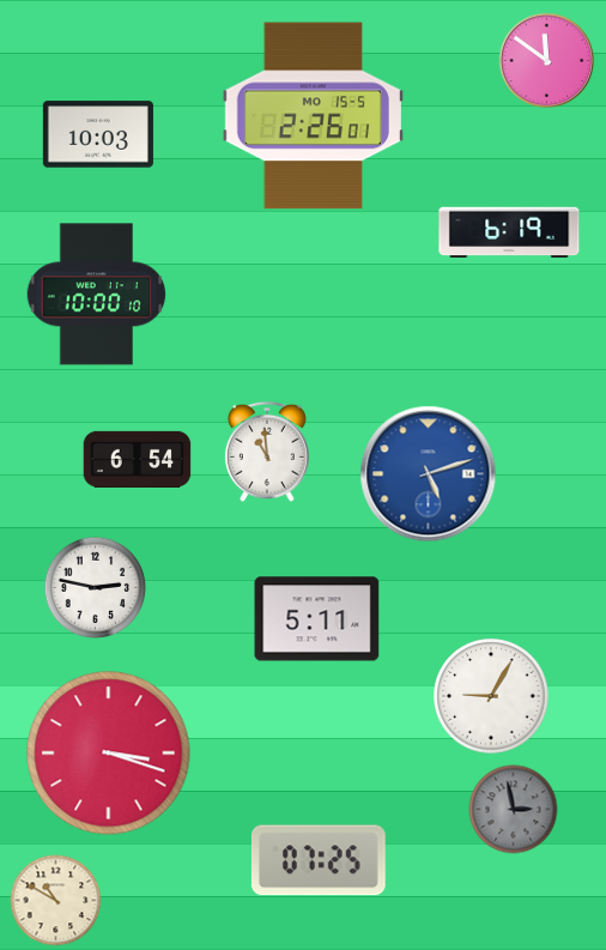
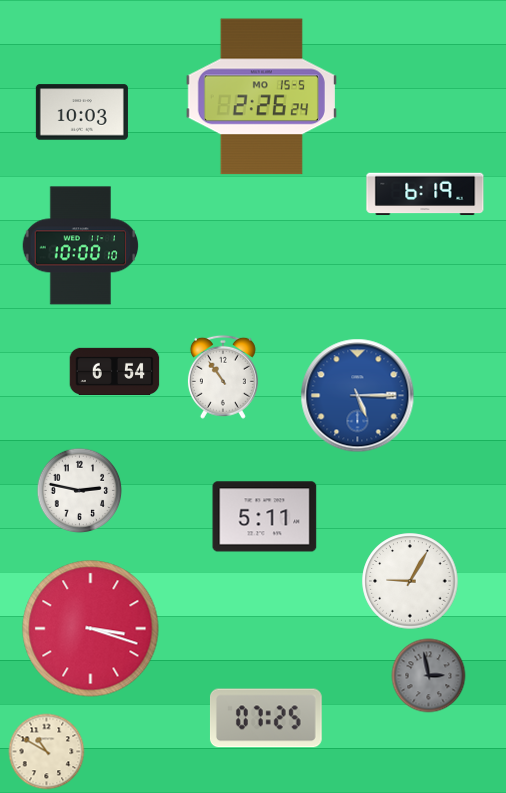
clock at (547, 61): 11:51 -> none
clock at (313, 116): 2:26:01 -> 2:26:24
clock at (267, 452): 10:59 -> 10:54
clock at (138, 459) position: (138, 459) -> (115, 371)
clock at (429, 474): 5:12 -> 5:15
